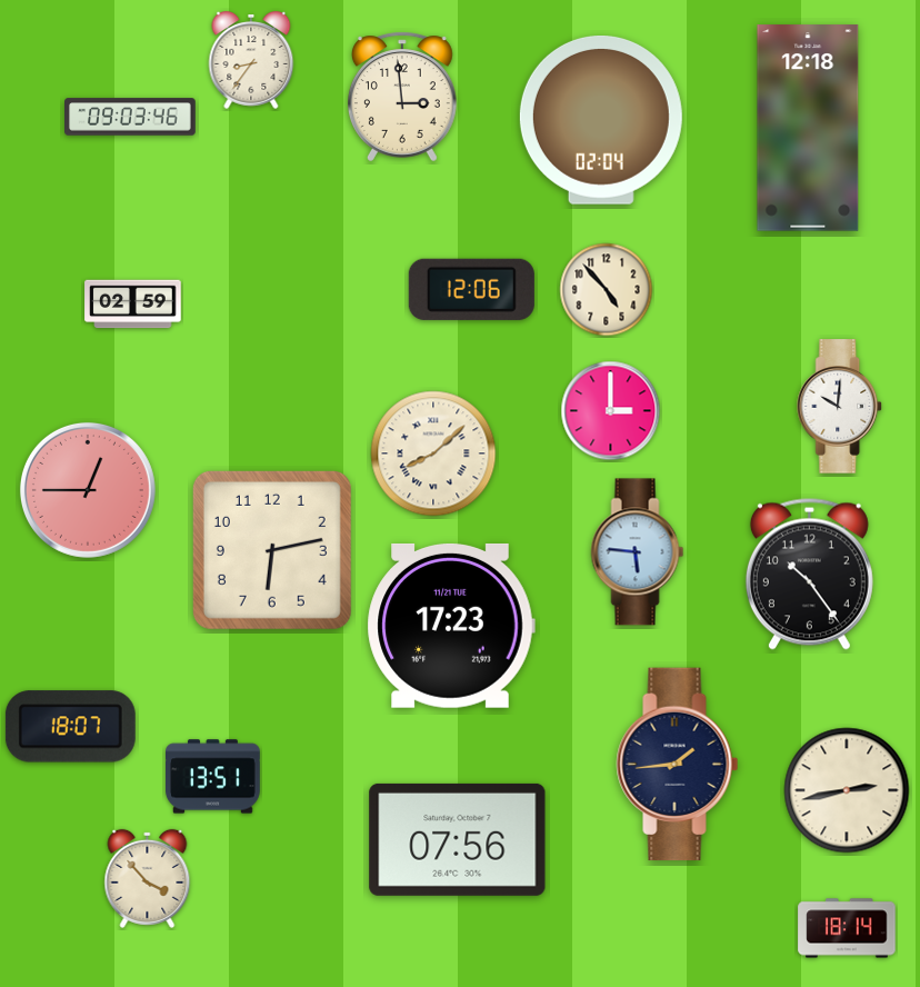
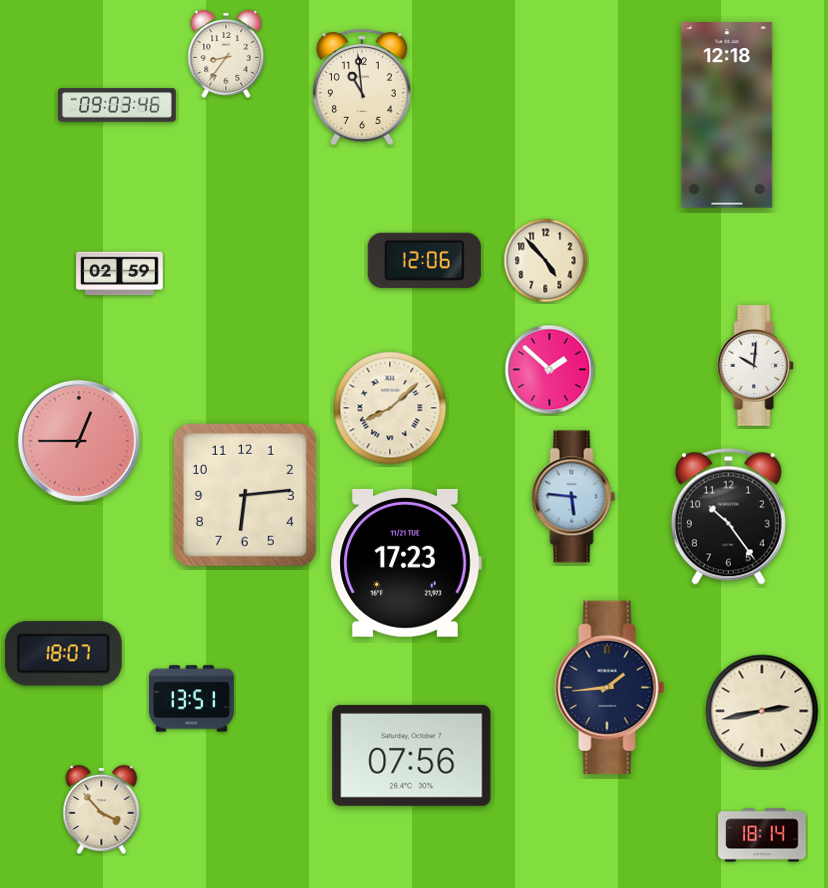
clock at (403, 97): 2:59 -> 10:59
clock at (601, 120): 02:04 -> none
clock at (611, 411): 3:00 -> 1:52
clock at (272, 550): 6:13 -> 6:14
clock at (148, 878) position: (148, 878) -> (102, 809)
